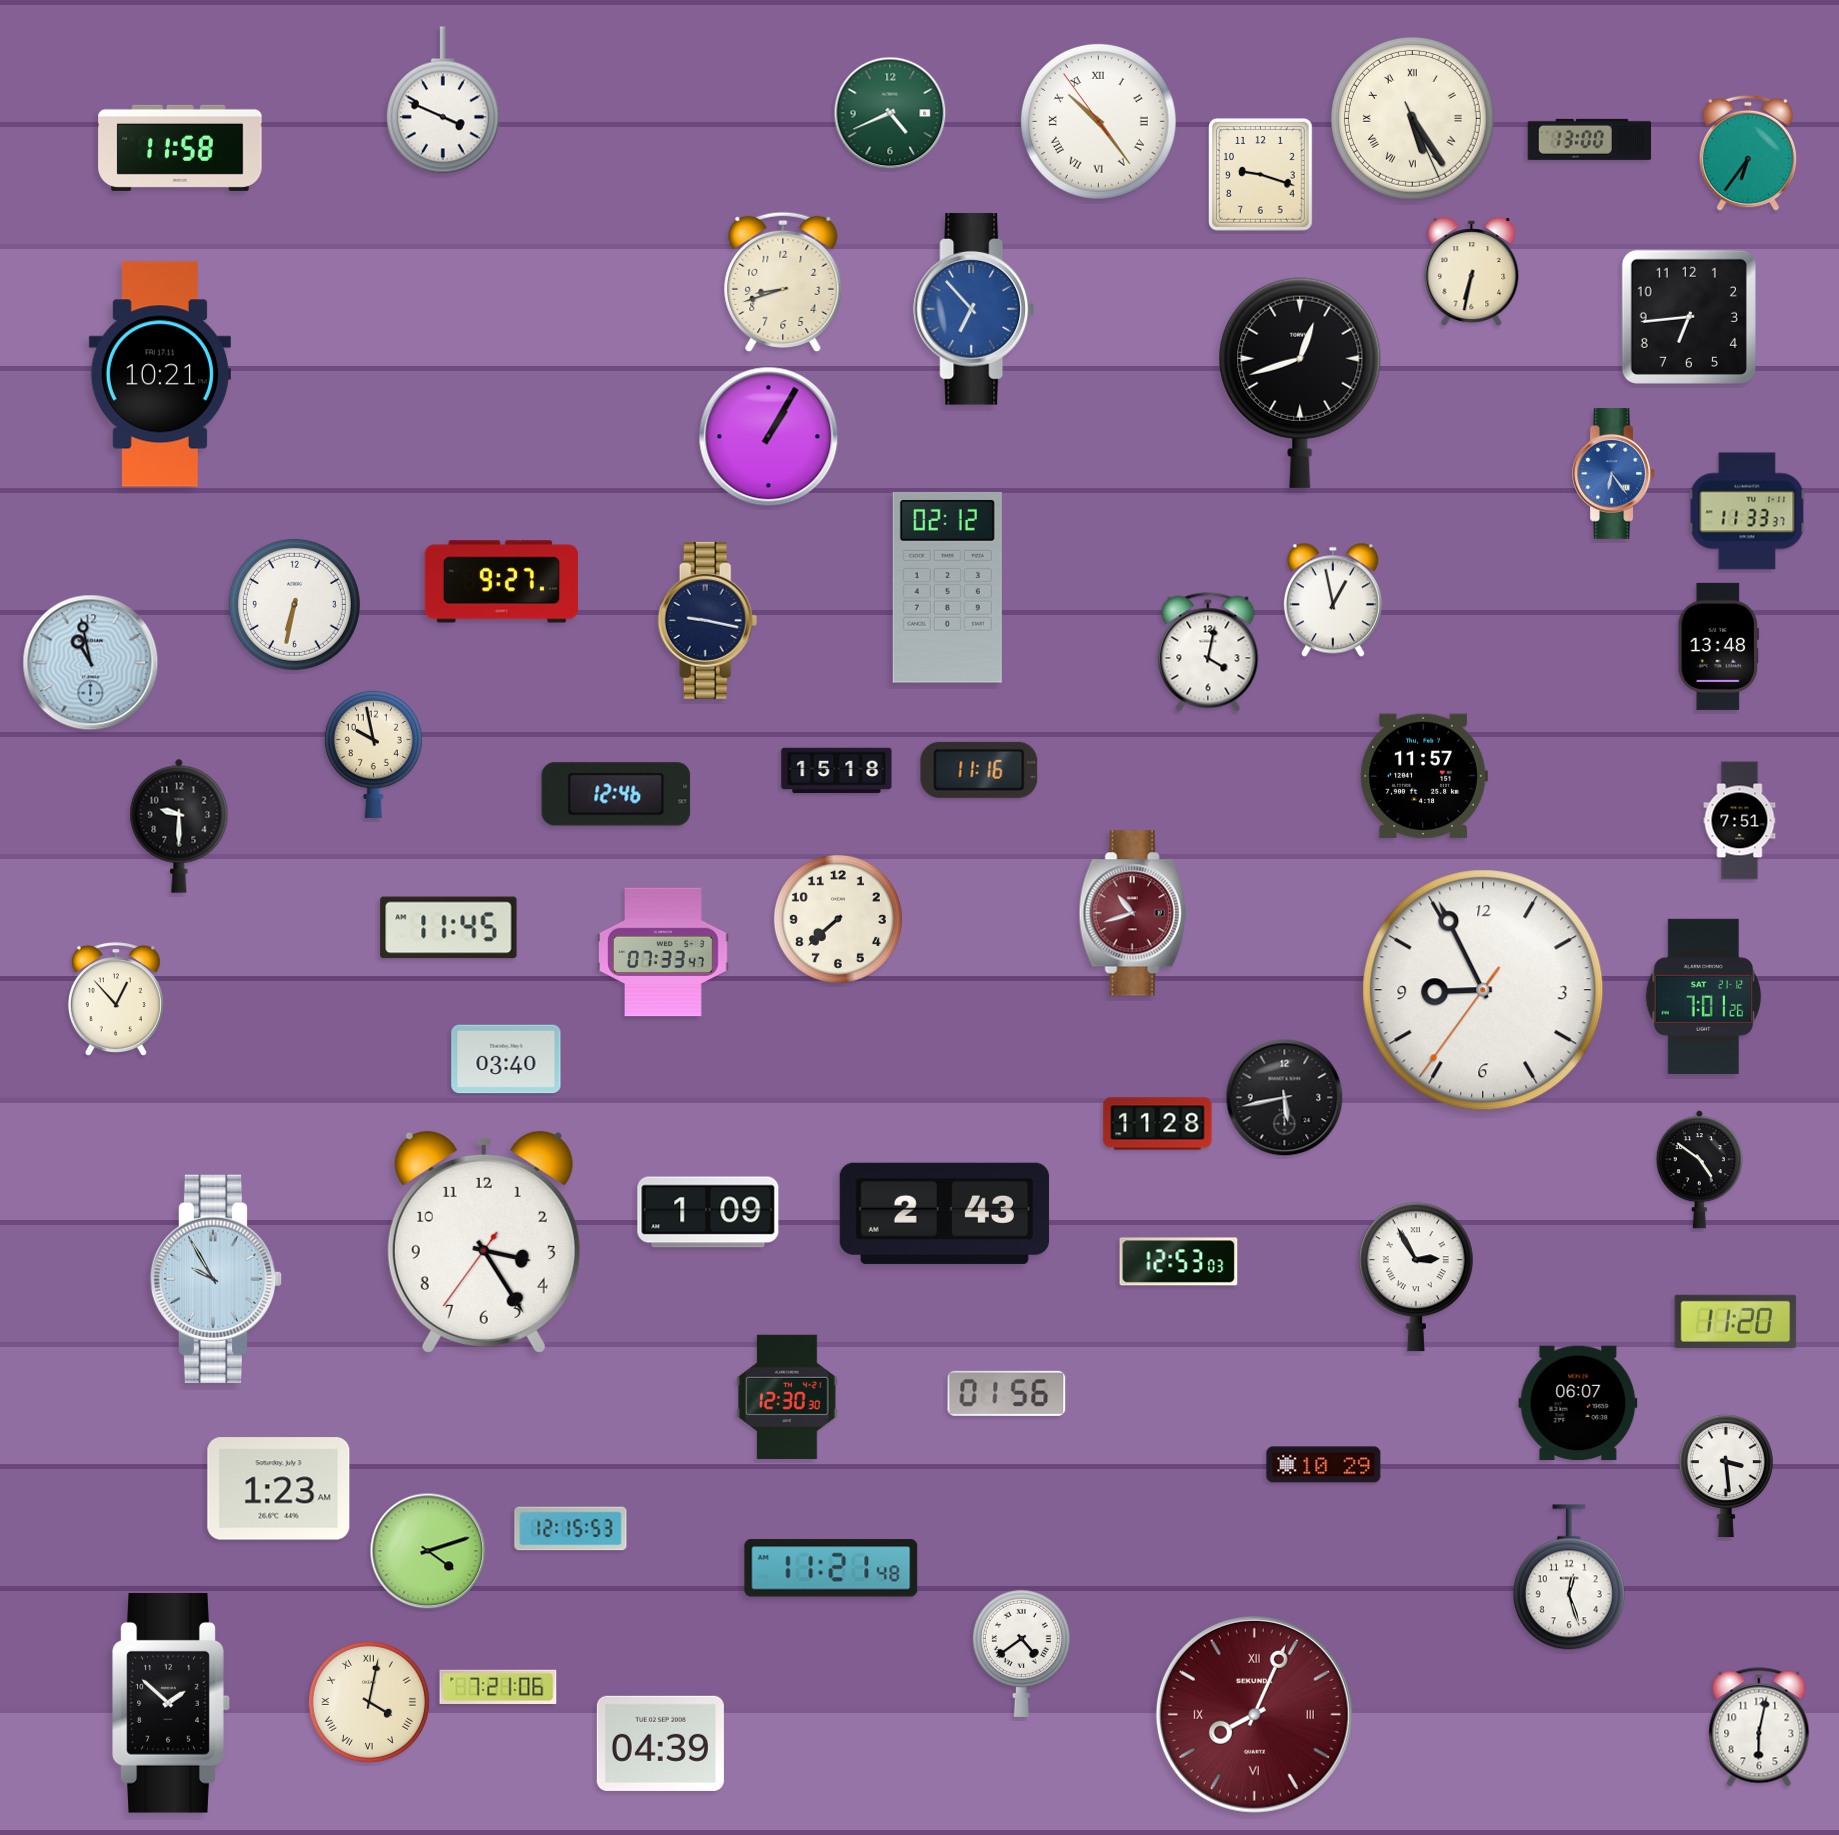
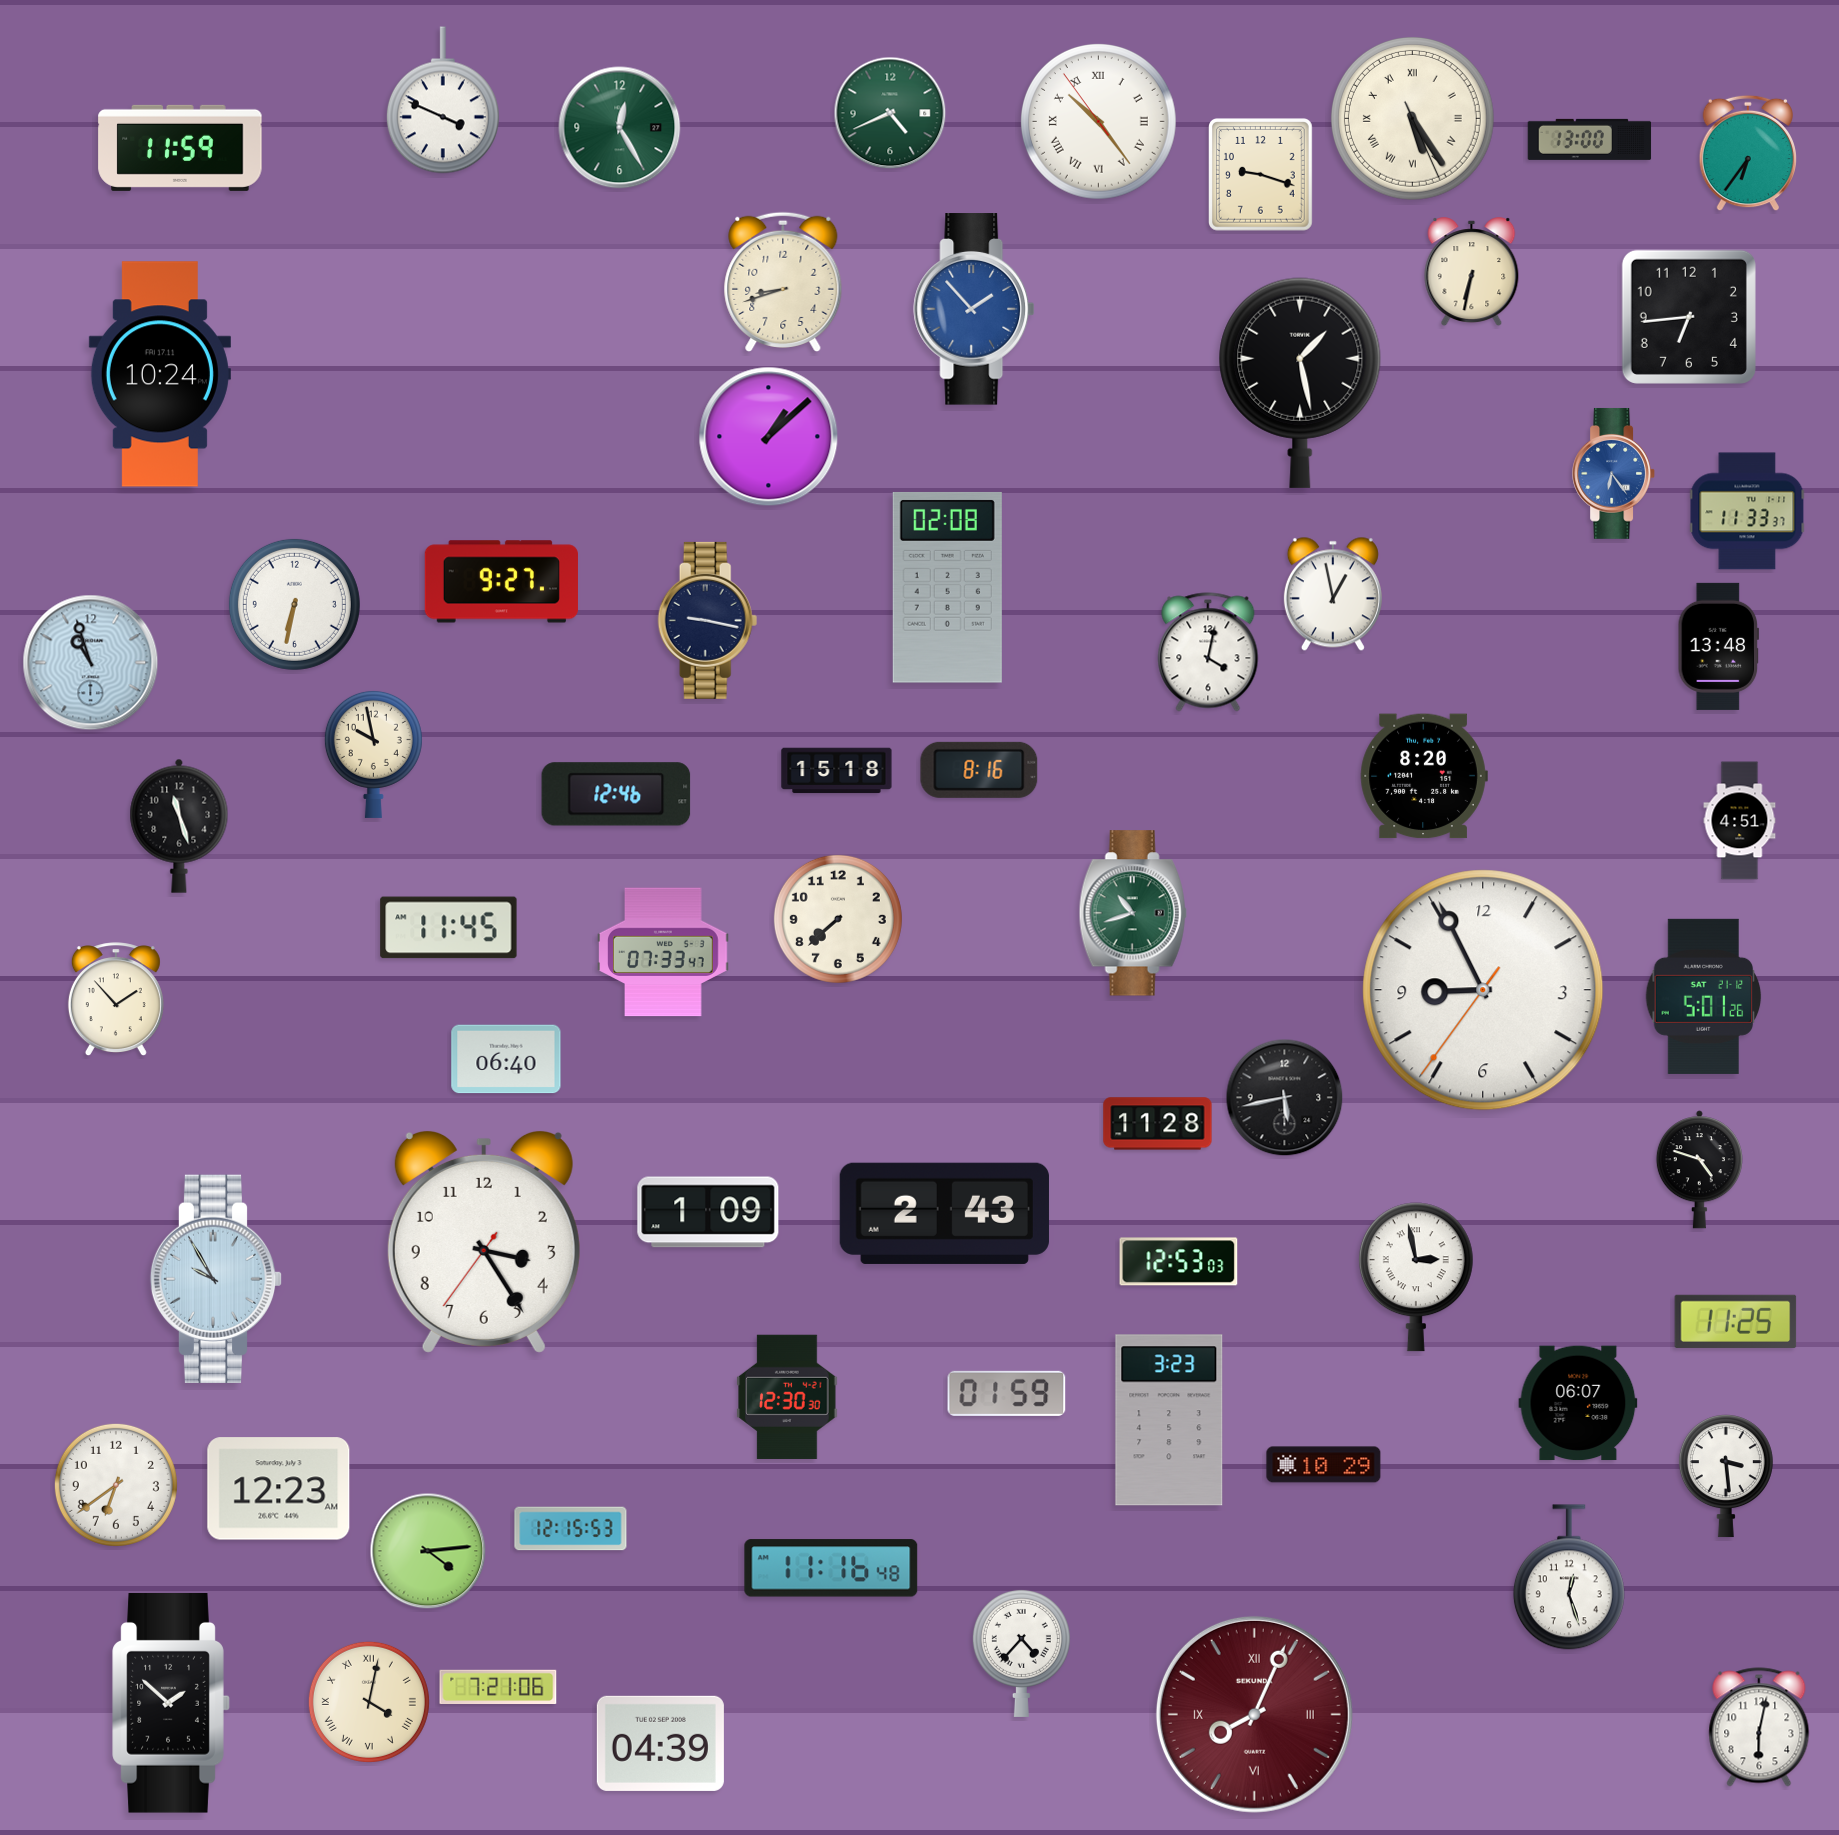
clock at (620, 128): none -> 12:25
clock at (180, 148): 11:58 -> 11:59
clock at (974, 309): 6:53 -> 1:53
clock at (160, 374): 10:21 -> 10:24
clock at (1300, 383): 12:42 -> 1:28
clock at (769, 437): 1:05 -> 1:08
clock at (947, 587): 02:12 -> 02:08
clock at (1333, 600) position: (1333, 600) -> (1333, 594)
clock at (91, 663): 10:58 -> 10:57
clock at (979, 770): 11:16 -> 8:16
clock at (1424, 776): 11:57 -> 8:20
clock at (1740, 821): 7:51 -> 4:51
clock at (179, 826): 9:30 -> 11:27
clock at (1133, 913) dial: burgundy -> green
clock at (1704, 996): 7:01 -> 5:01
clock at (116, 1000): 12:53 -> 1:53
clock at (506, 1059): 03:40 -> 06:40
clock at (1699, 1170): 4:51 -> 4:48
clock at (1416, 1277): 2:55 -> 2:58
clock at (1736, 1321): 11:20 -> 11:25
clock at (1007, 1393): 01:56 -> 01:59
clock at (1169, 1420): none -> 3:23
clock at (116, 1485): none -> 6:39
clock at (279, 1489): 1:23 -> 12:23
clock at (428, 1551): 4:12 -> 4:14
clock at (831, 1568): 11:21 -> 11:16
clock at (1021, 1653): 4:39 -> 4:37
